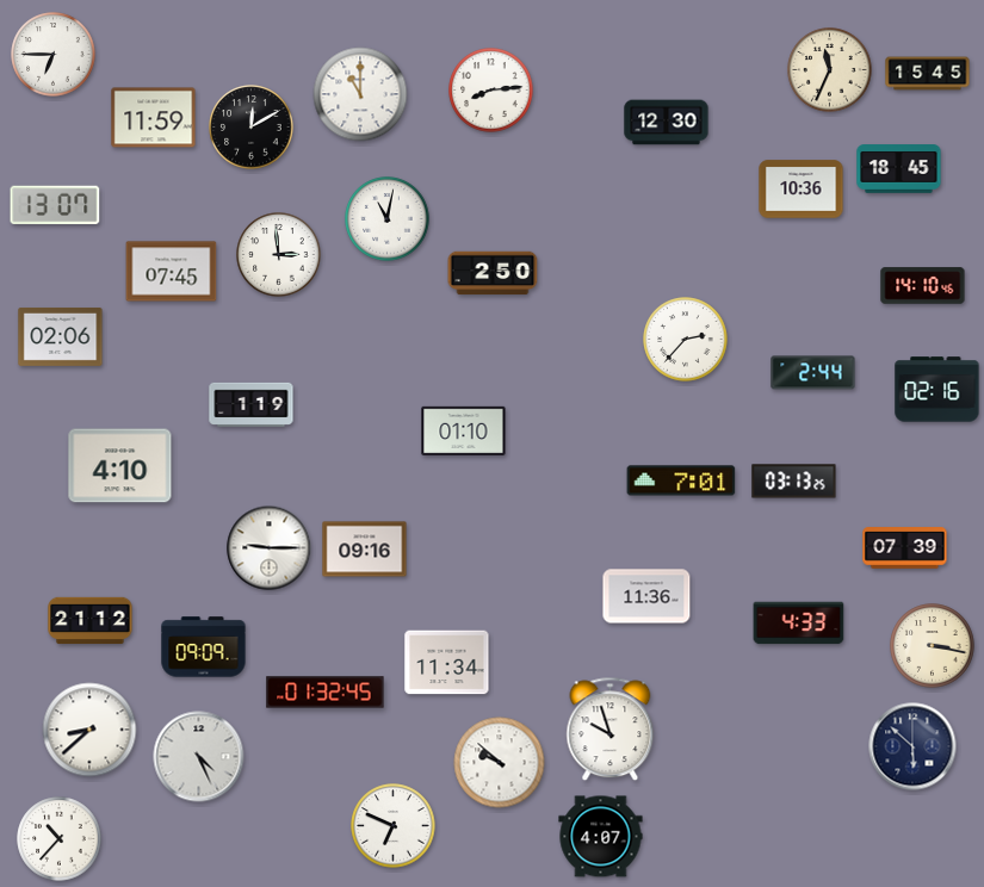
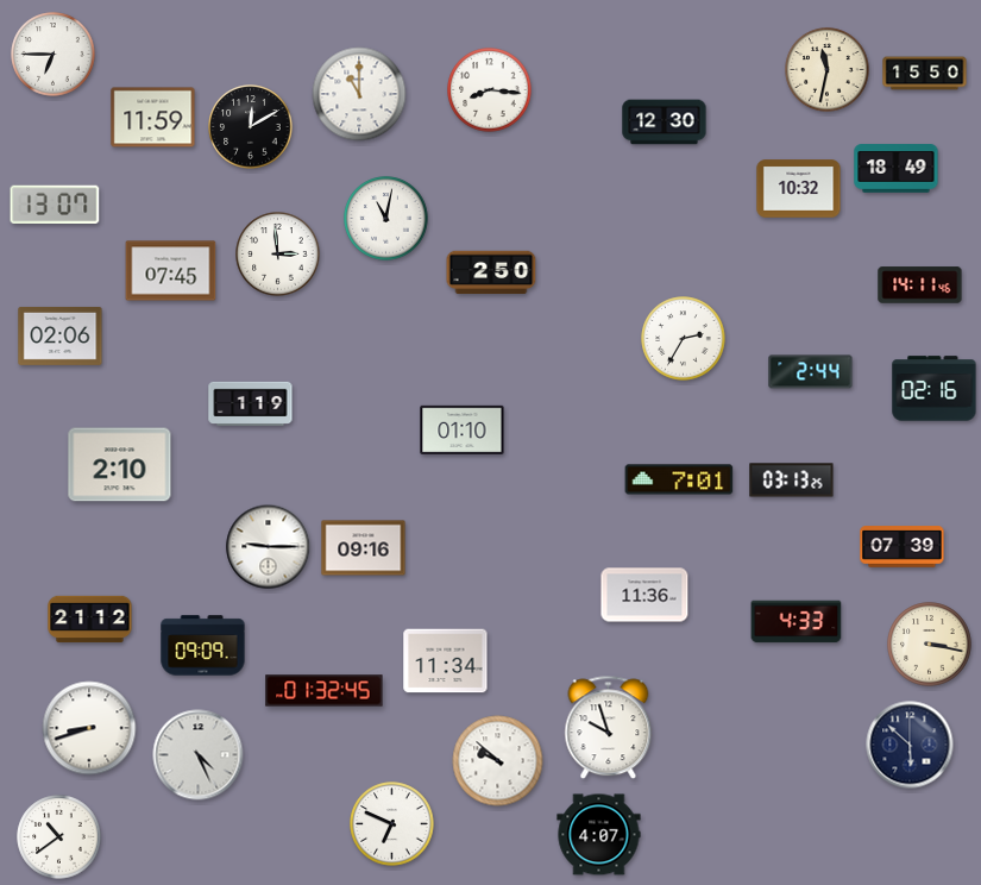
clock at (830, 70): 11:34 -> 11:32
clock at (928, 74): 15:45 -> 15:50
clock at (491, 91): 8:14 -> 8:16
clock at (899, 169): 18:45 -> 18:49
clock at (802, 190): 10:36 -> 10:32
clock at (923, 286): 14:10 -> 14:11
clock at (686, 340): 2:37 -> 2:35
clock at (120, 466): 4:10 -> 2:10
clock at (89, 730): 8:38 -> 8:42
clock at (60, 839): 10:37 -> 10:39
